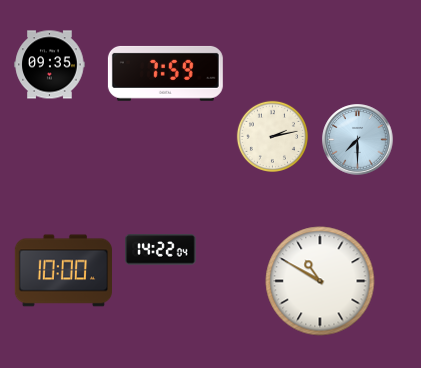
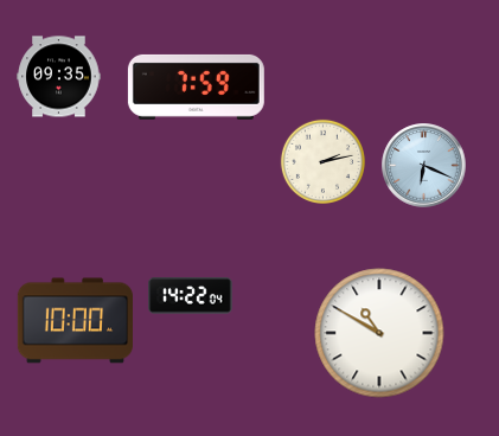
clock at (358, 140): 7:30 -> 6:19
